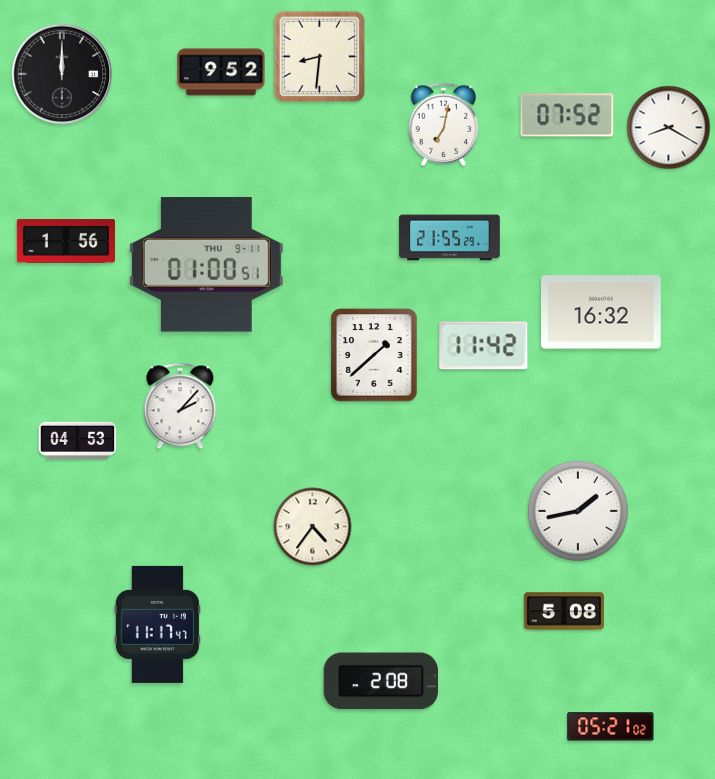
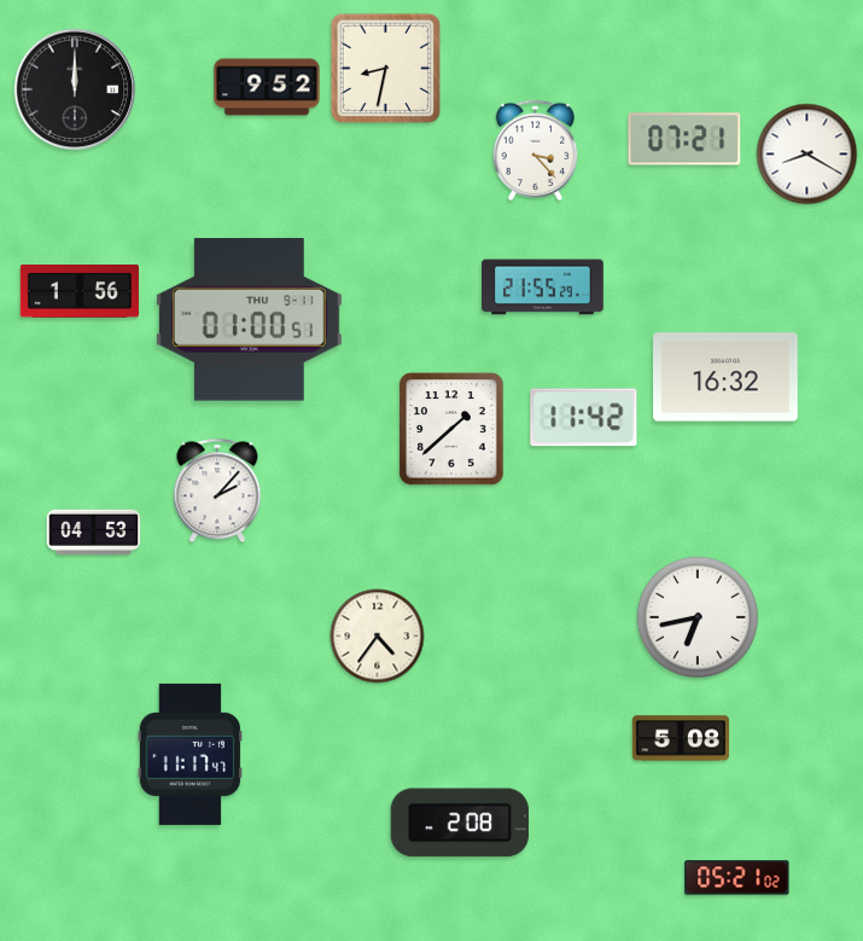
clock at (320, 57): 8:31 -> 8:32
clock at (567, 115): 07:52 -> 07:21
clock at (444, 125): 7:02 -> 3:23
clock at (578, 511): 1:43 -> 6:43
